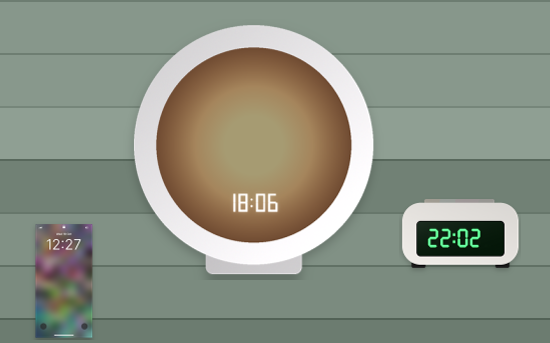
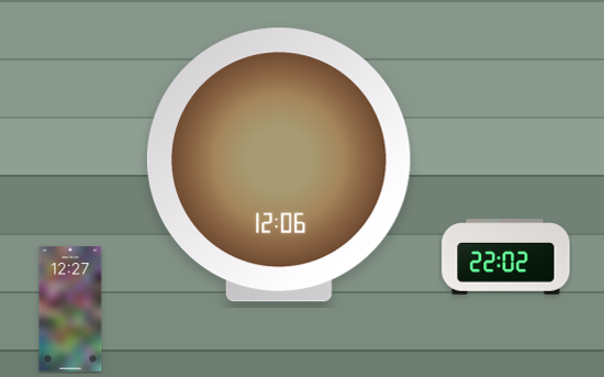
clock at (254, 150): 18:06 -> 12:06
